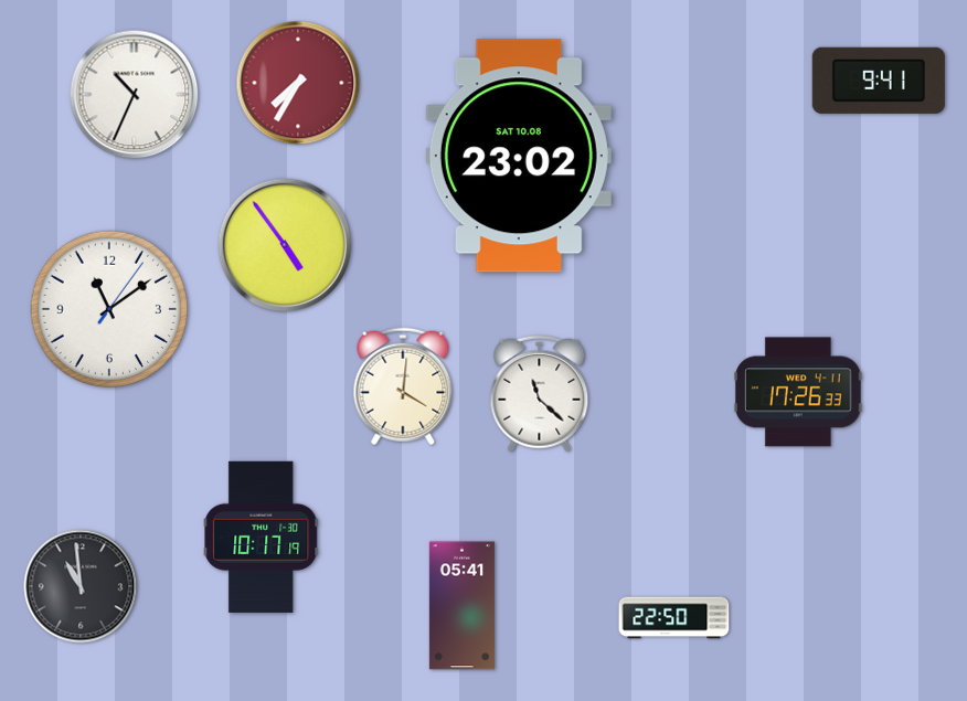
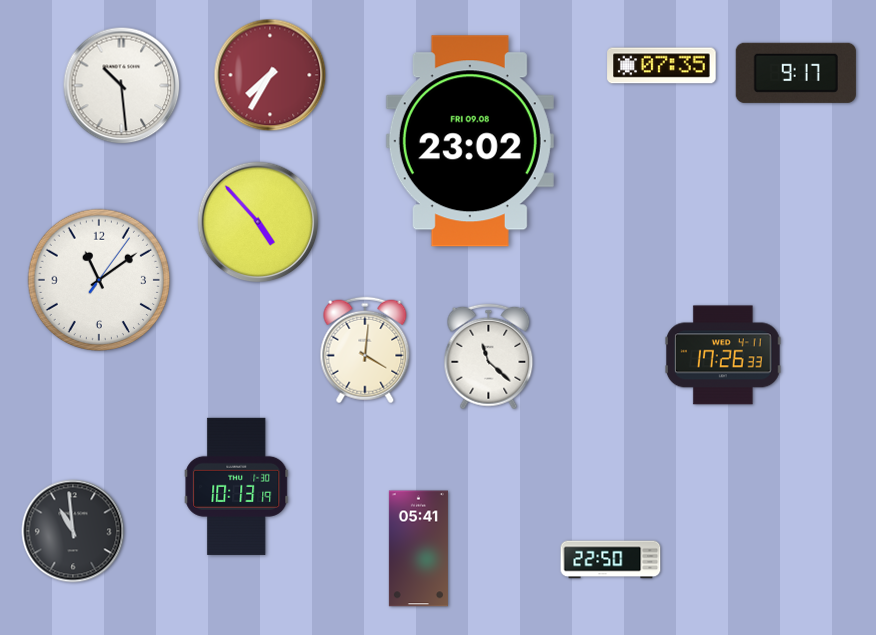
clock at (662, 66): none -> 07:35
clock at (879, 81): 9:41 -> 9:17
clock at (135, 95): 10:34 -> 10:29
clock at (519, 156) date: SAT 10.08 -> FRI 09.08
clock at (285, 245): 4:54 -> 4:53
clock at (262, 537): 10:17 -> 10:13
